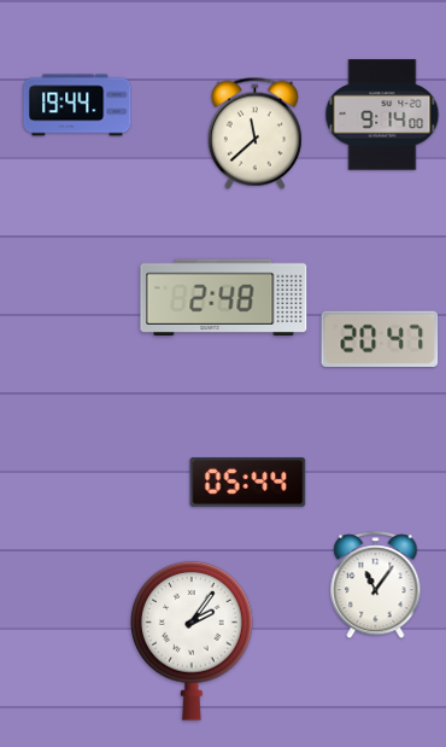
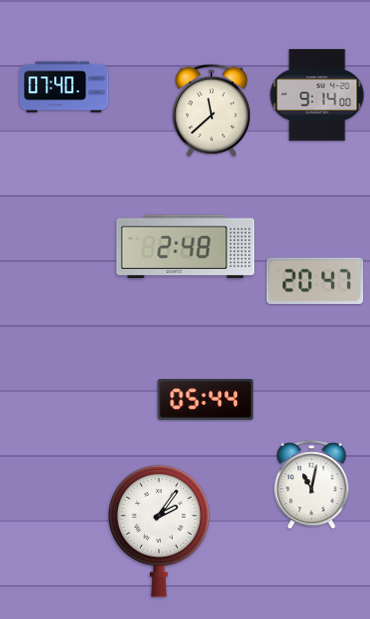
clock at (77, 105): 19:44 -> 07:40
clock at (376, 585): 11:06 -> 11:02
